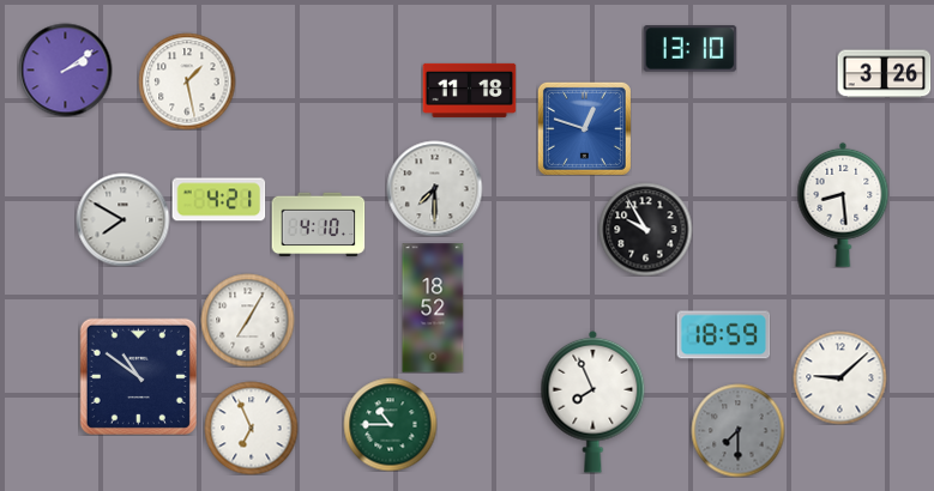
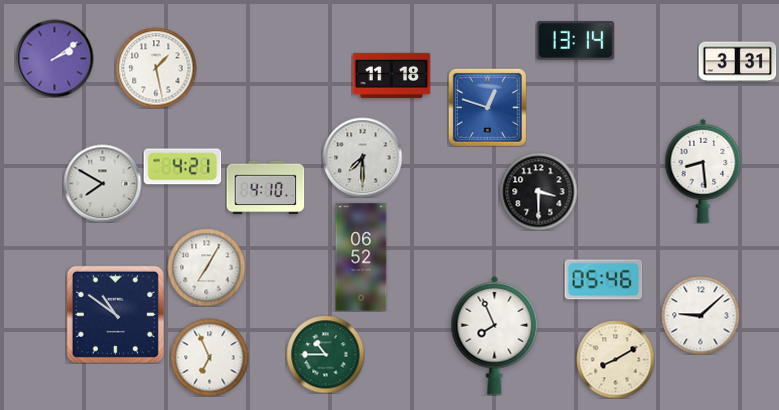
clock at (689, 49): 13:10 -> 13:14
clock at (884, 74): 3:26 -> 3:31
clock at (645, 229): 9:55 -> 3:30
clock at (433, 308): 18:52 -> 06:52
clock at (723, 335): 18:59 -> 05:46
clock at (737, 430): 7:30 -> 8:10
clock at (737, 430) dial: grey -> cream
